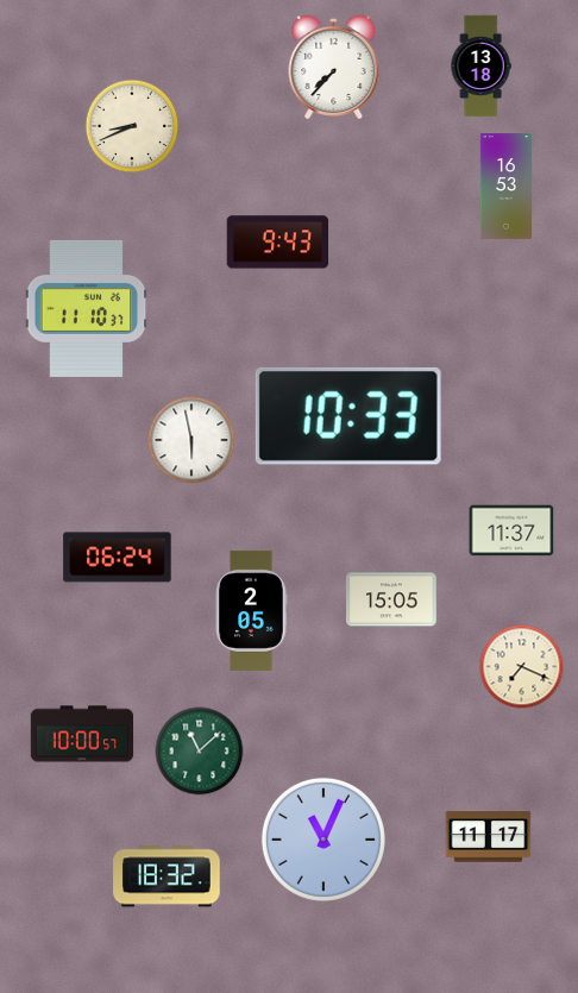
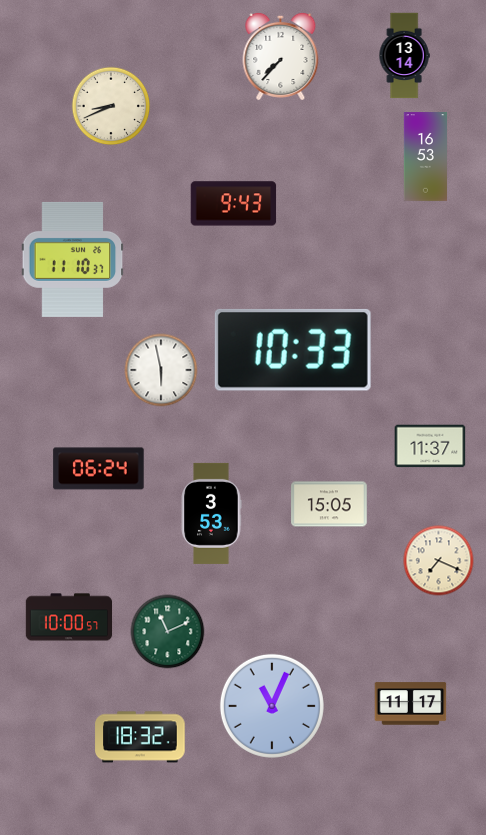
clock at (480, 67): 13:18 -> 13:14
clock at (251, 610): 2:05 -> 3:53
clock at (200, 752): 11:08 -> 11:11
